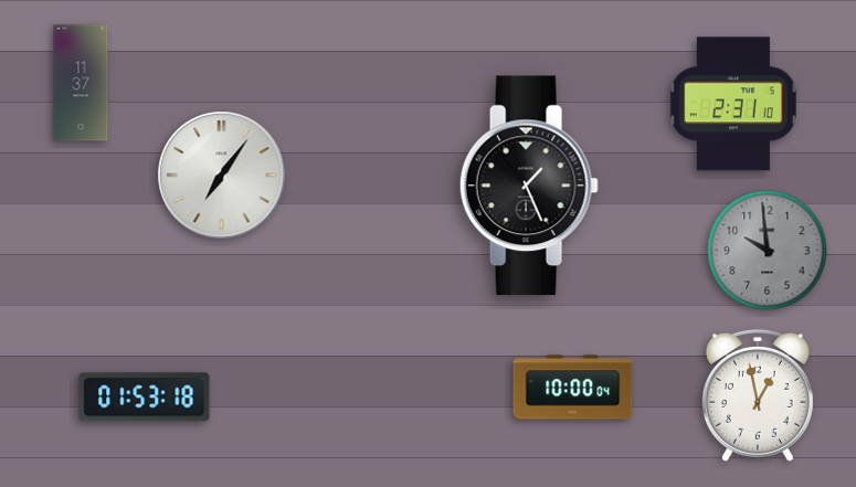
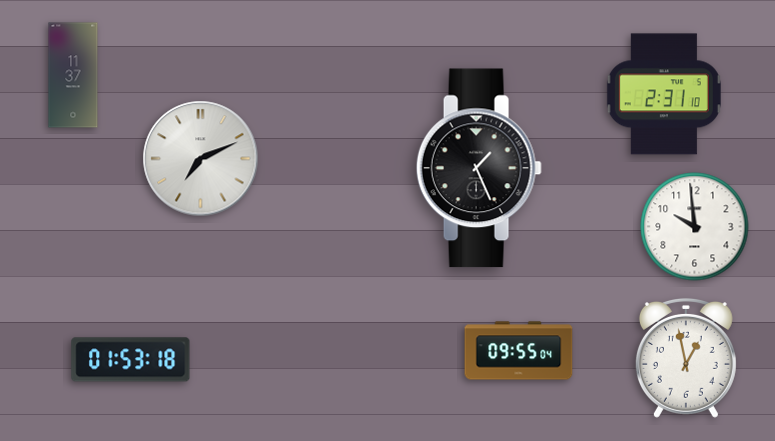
clock at (222, 176): 7:06 -> 7:11
clock at (768, 251) dial: grey -> white
clock at (573, 388): 10:00 -> 09:55
